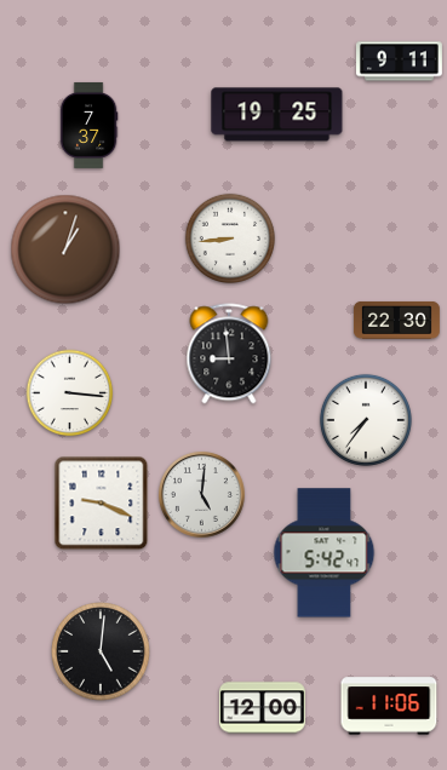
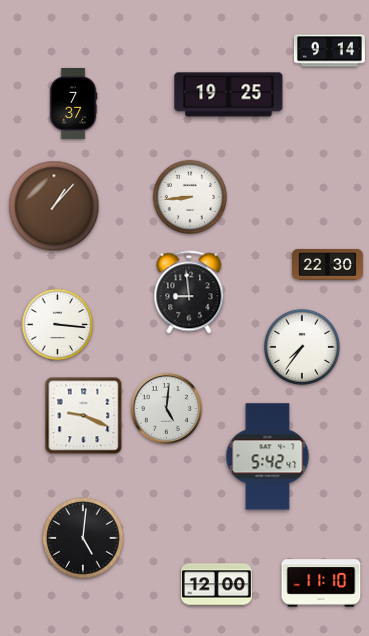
clock at (399, 62): 9:11 -> 9:14
clock at (65, 249): 1:03 -> 1:07
clock at (389, 706): 11:06 -> 11:10
